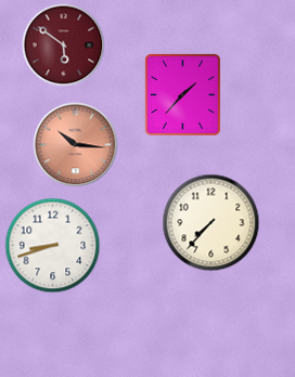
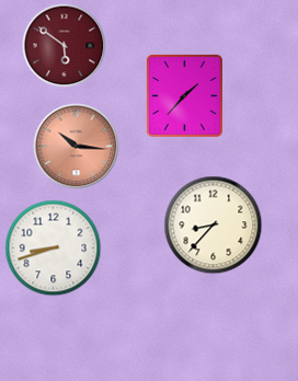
clock at (211, 223): 7:37 -> 8:37
